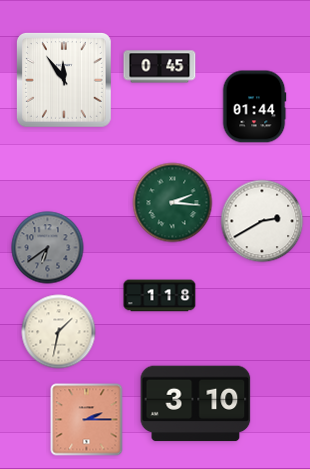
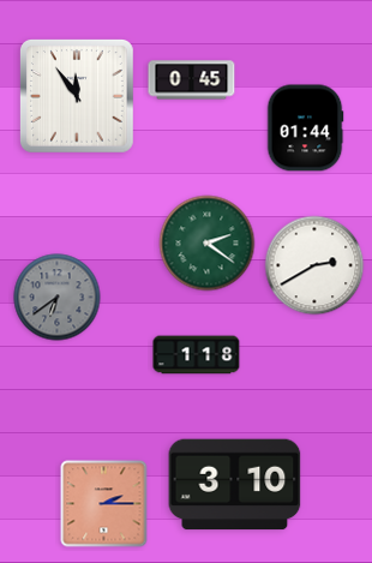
clock at (173, 203): 2:16 -> 2:21
clock at (160, 296) position: (160, 296) -> (197, 355)
clock at (59, 332): 1:32 -> none
